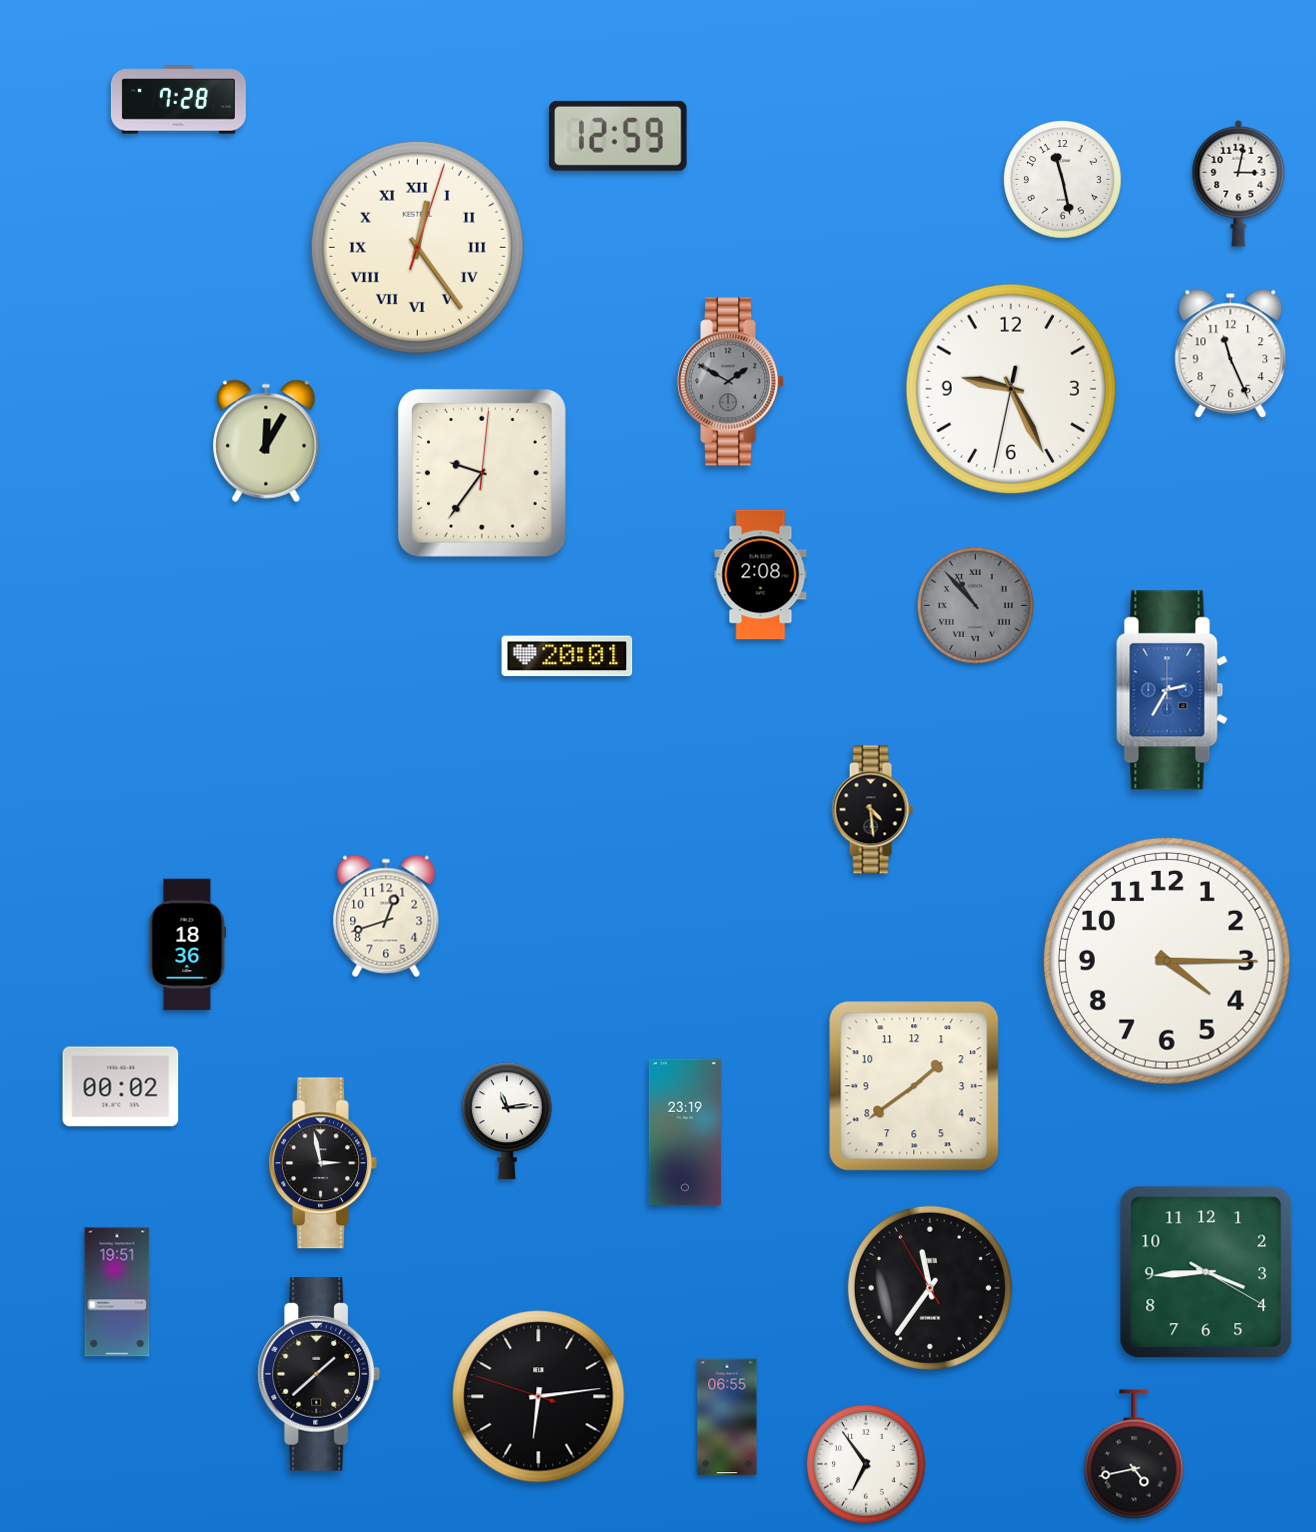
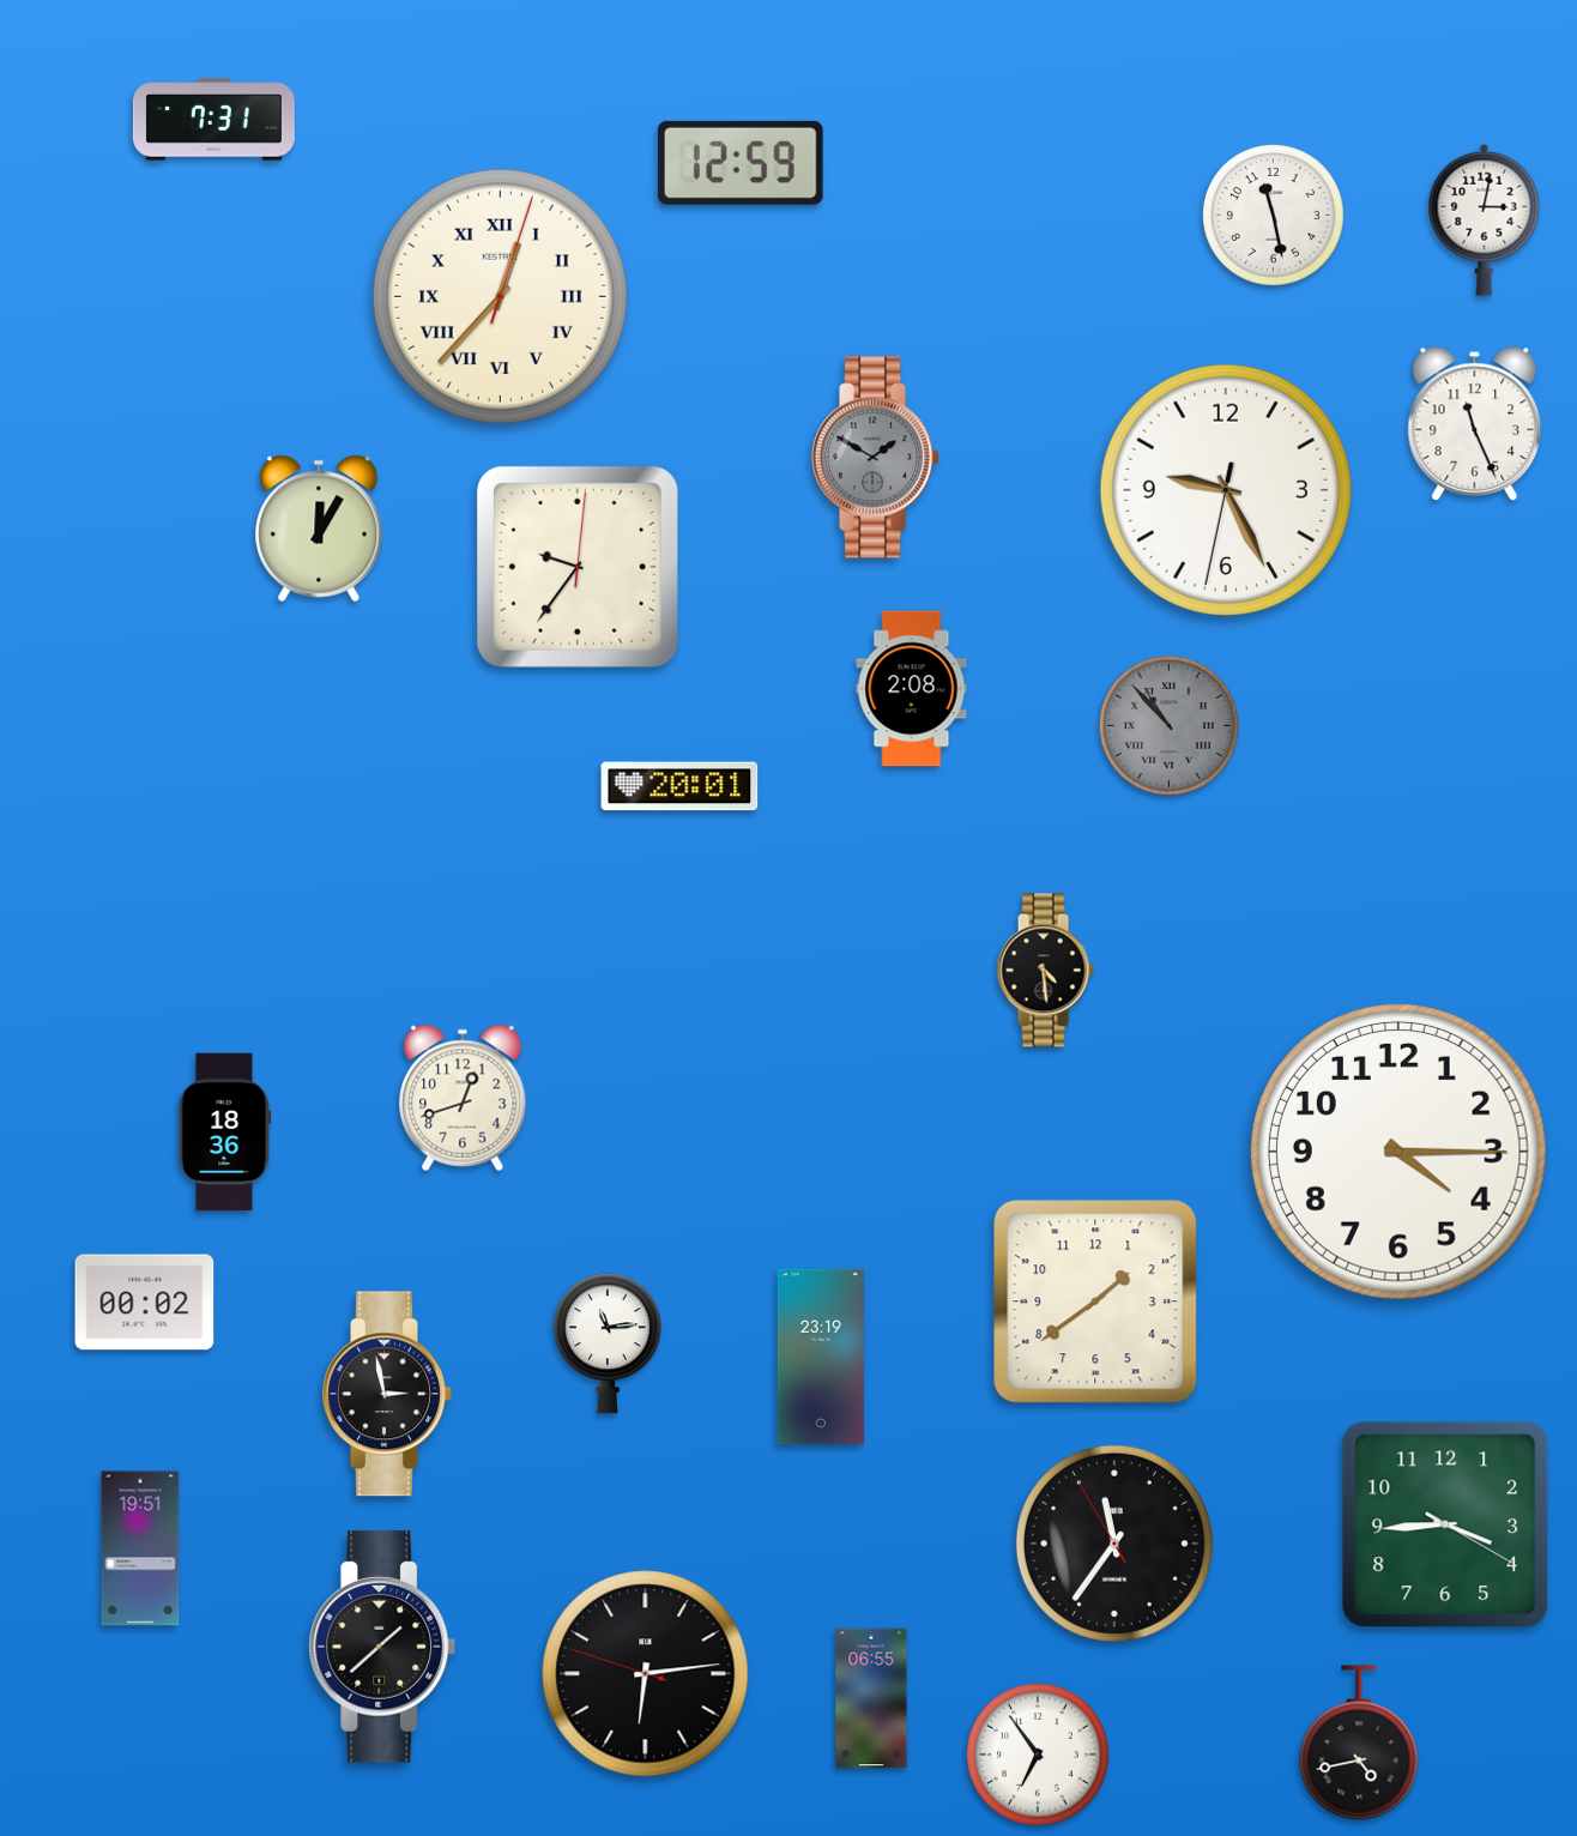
clock at (178, 100): 7:28 -> 7:31
clock at (417, 247): 12:24 -> 12:37
clock at (1010, 388) position: (1010, 388) -> (1225, 489)
clock at (1172, 690): 2:35 -> none
